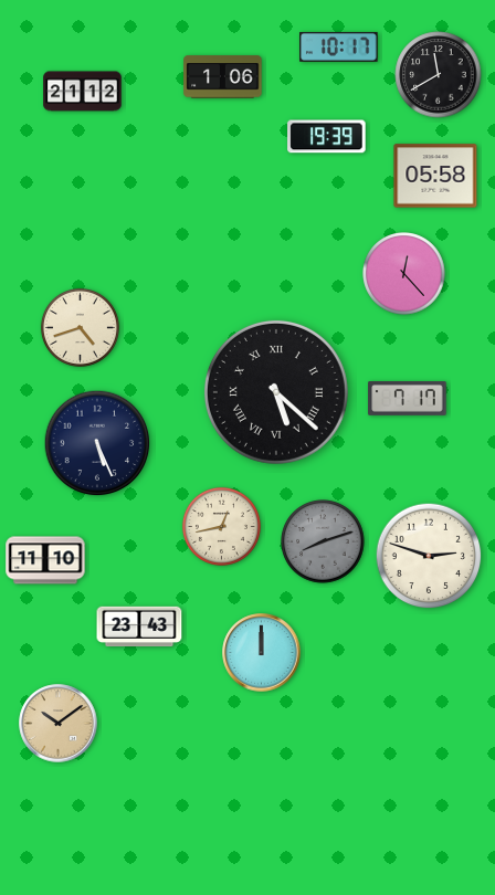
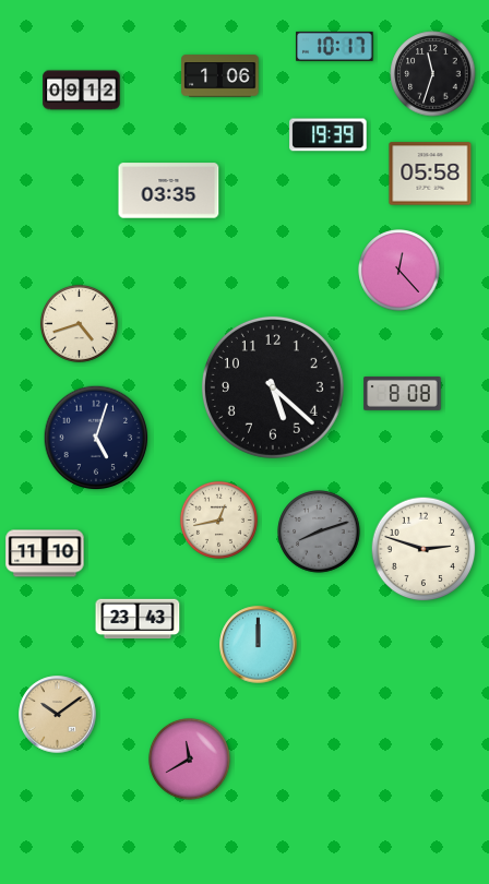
clock at (439, 75): 11:40 -> 11:33
clock at (83, 92): 21:12 -> 09:12
clock at (327, 137) position: (327, 137) -> (329, 135)
clock at (169, 191): none -> 03:35
clock at (276, 392) numerals: Roman -> Arabic
clock at (408, 399): 7:17 -> 8:08
clock at (97, 443): 5:26 -> 5:03
clock at (323, 541) position: (323, 541) -> (319, 531)
clock at (190, 760): none -> 11:40
